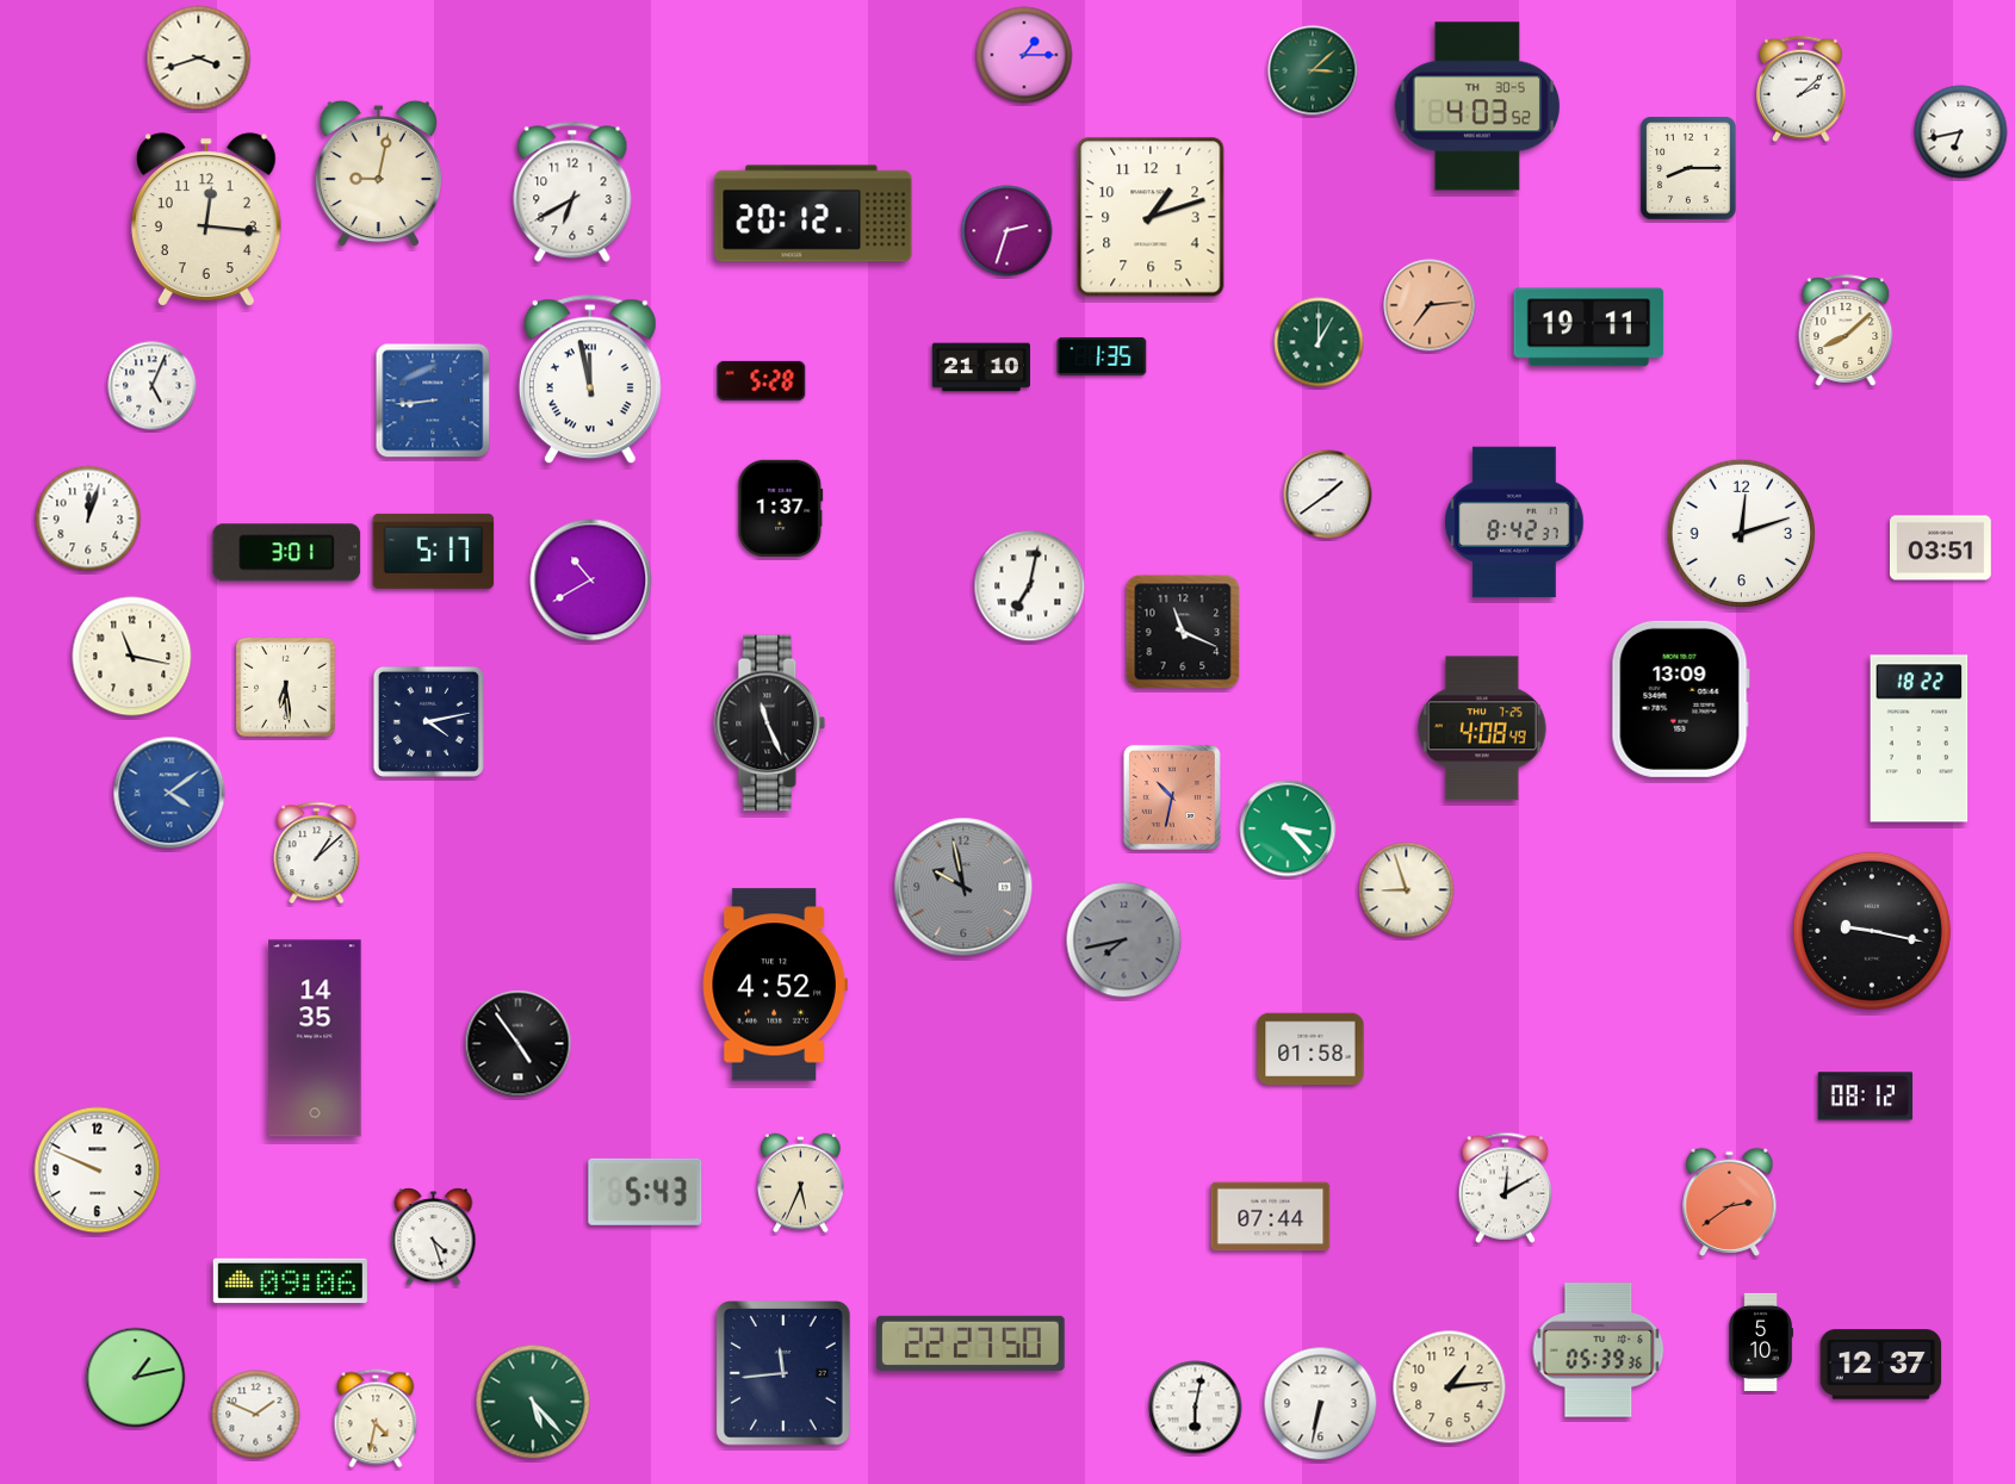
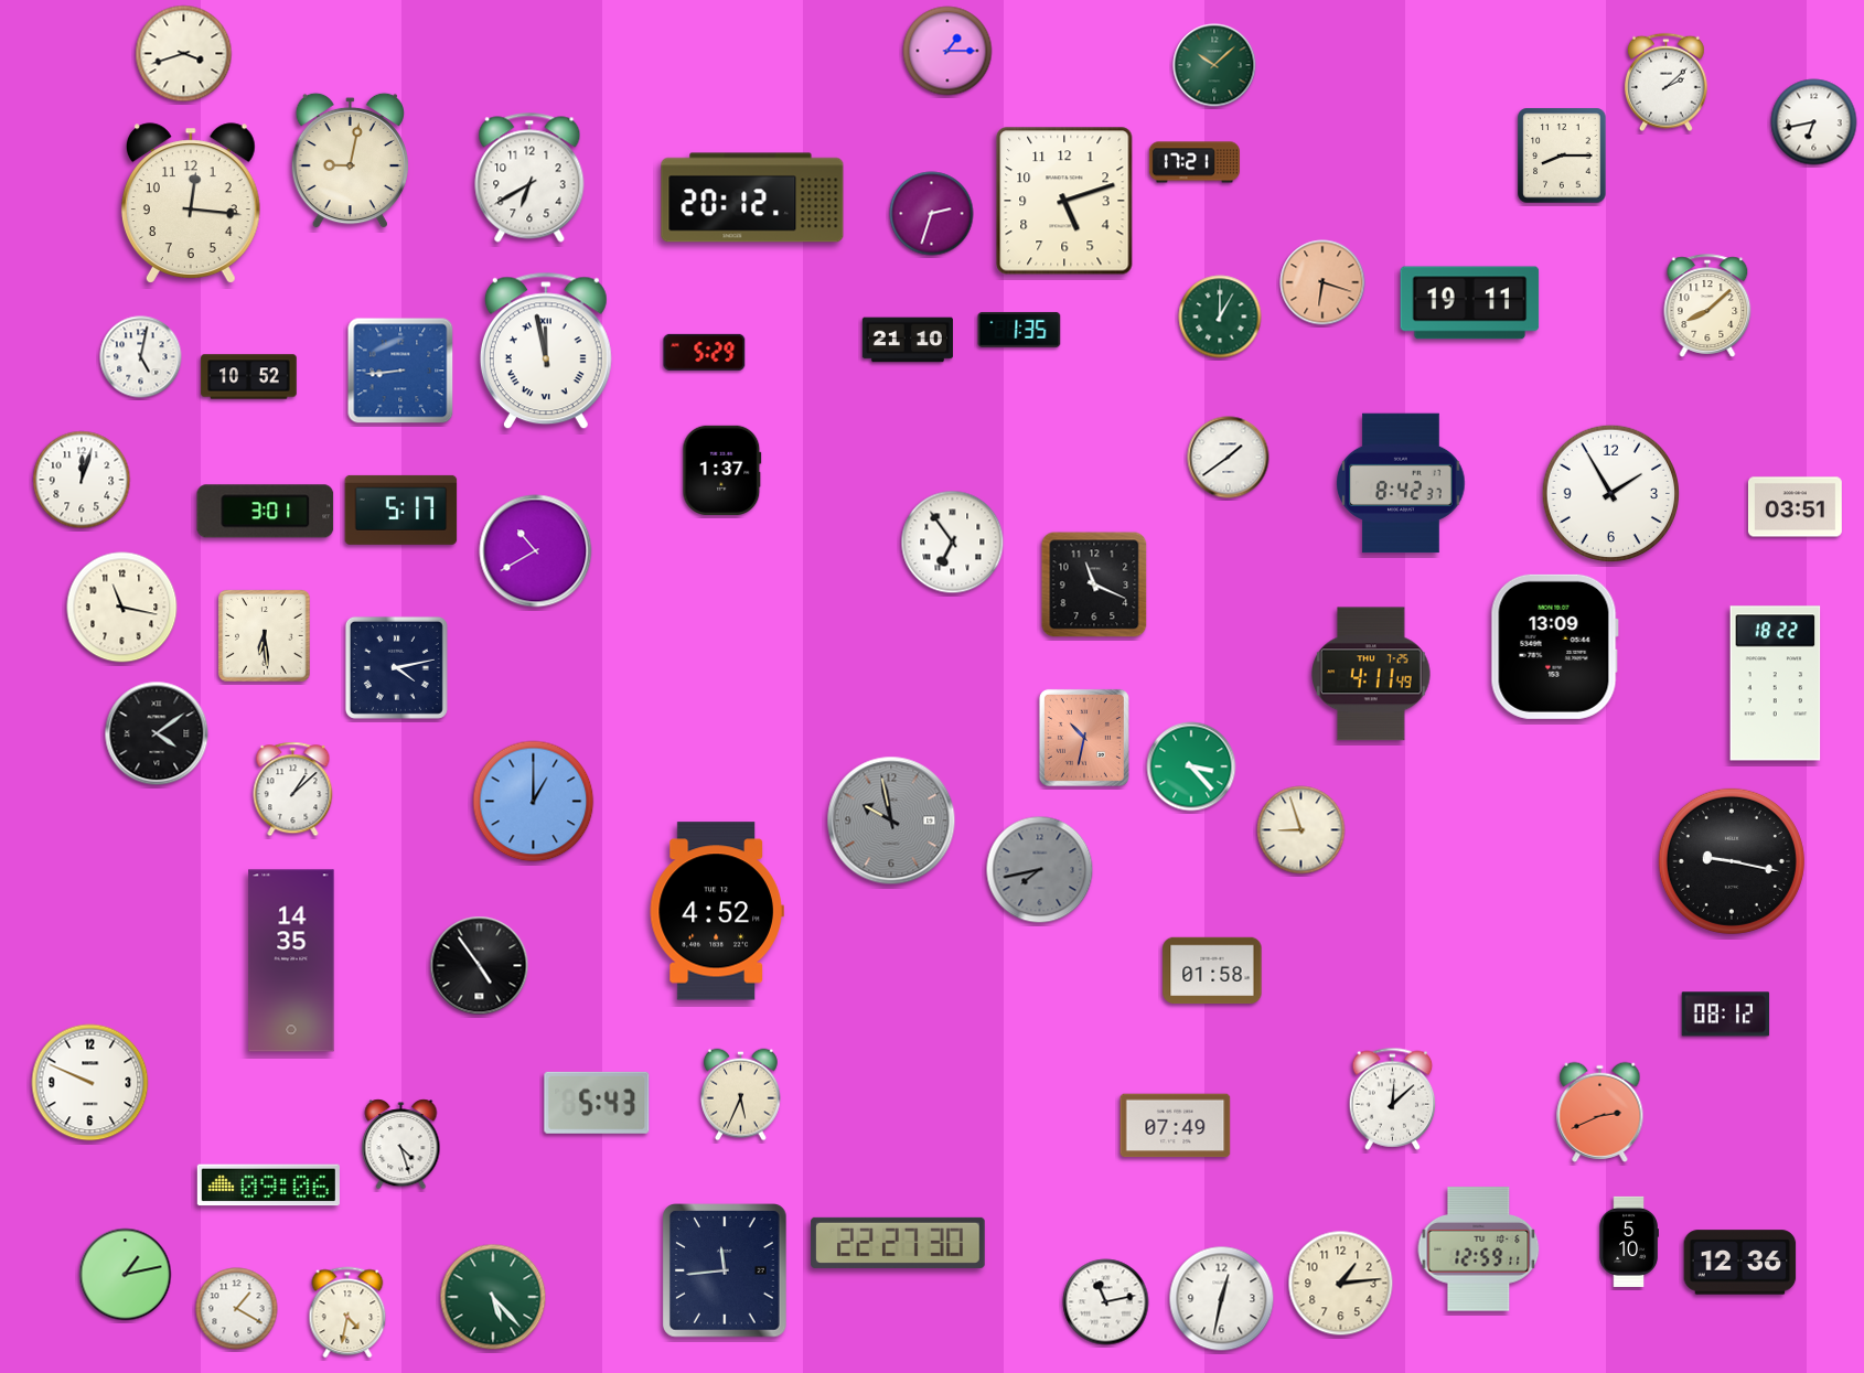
clock at (1313, 70): 3:08 -> 10:08
clock at (1477, 106): 4:03 -> none
clock at (1195, 162): none -> 17:21
clock at (1151, 217): 1:12 -> 5:12
clock at (1430, 305): 7:14 -> 6:18
clock at (762, 380): 5:28 -> 5:29
clock at (153, 386): 5:04 -> 5:02
clock at (249, 377): none -> 10:52
clock at (1741, 533): 12:12 -> 1:55
clock at (591, 580) position: (591, 580) -> (536, 551)
clock at (1030, 586): 7:02 -> 6:54
clock at (770, 724): 11:26 -> none
clock at (1482, 728): 4:08 -> 4:11
clock at (169, 793) dial: blue -> black
clock at (534, 802): none -> 1:00
clock at (1407, 890) position: (1407, 890) -> (1301, 830)
clock at (1506, 1187): 12:10 -> 12:08
clock at (1730, 1202): 2:39 -> 2:41
clock at (1271, 1217): 07:44 -> 07:49
clock at (971, 1343): 22:27:50 -> 22:27:30
clock at (1599, 1350): 05:39 -> 12:59
clock at (1881, 1365): 12:37 -> 12:36
clock at (1321, 1404): 6:32 -> 12:32
clock at (1196, 1408): 6:02 -> 11:13
clock at (256, 1415): 1:49 -> 1:20
